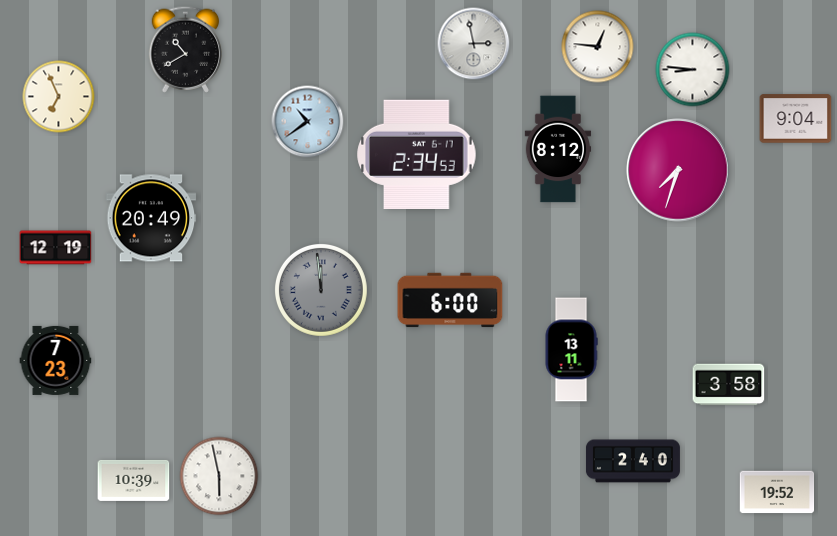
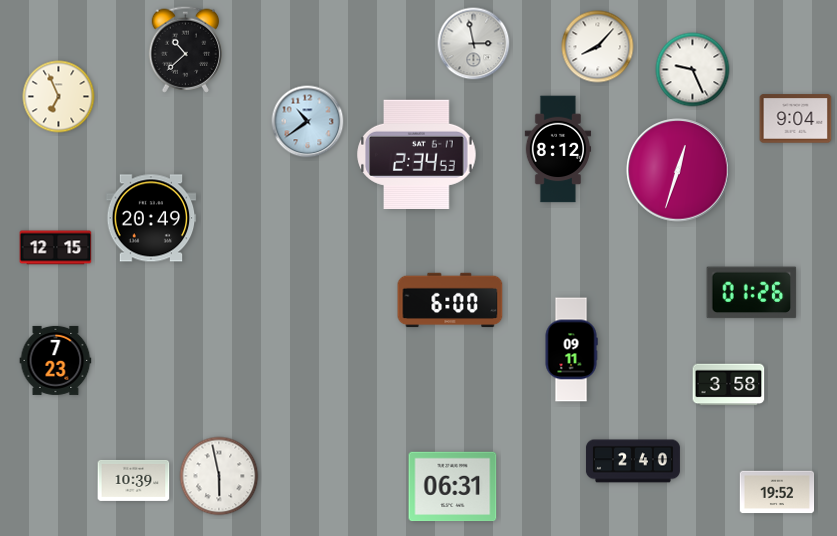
clock at (598, 47): 12:46 -> 8:07
clock at (186, 49): 10:40 -> 10:38
clock at (693, 70): 8:46 -> 9:26
clock at (678, 170): 7:33 -> 12:33
clock at (56, 248): 12:19 -> 12:15
clock at (321, 290): 11:59 -> none
clock at (752, 293): none -> 01:26
clock at (571, 350): 13:11 -> 09:11
clock at (453, 487): none -> 06:31
